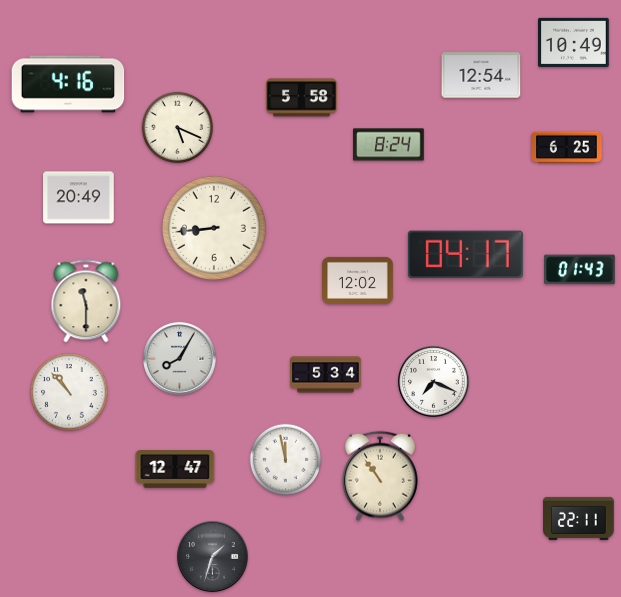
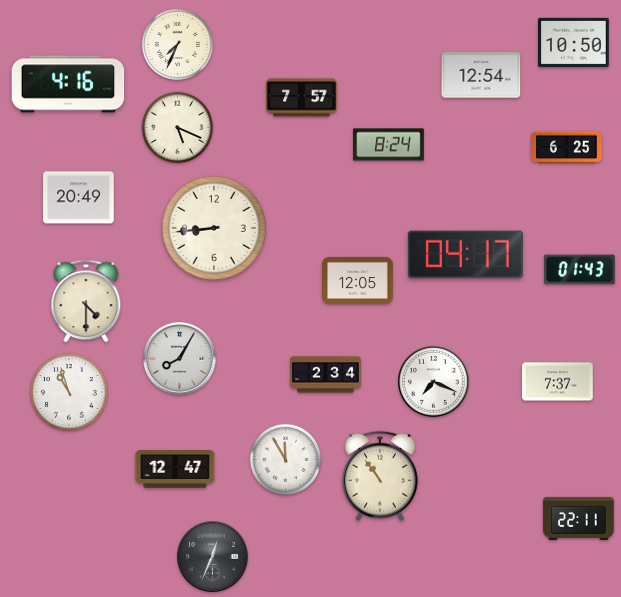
clock at (574, 42): 10:49 -> 10:50
clock at (177, 44): none -> 7:34
clock at (302, 98): 5:58 -> 7:57
clock at (358, 280): 12:02 -> 12:05
clock at (86, 301): 11:30 -> 4:30
clock at (326, 375): 5:34 -> 2:34
clock at (558, 382): none -> 7:37
clock at (69, 392): 10:53 -> 10:57
clock at (285, 459): 11:58 -> 11:55
clock at (213, 557): 1:33 -> 12:34
